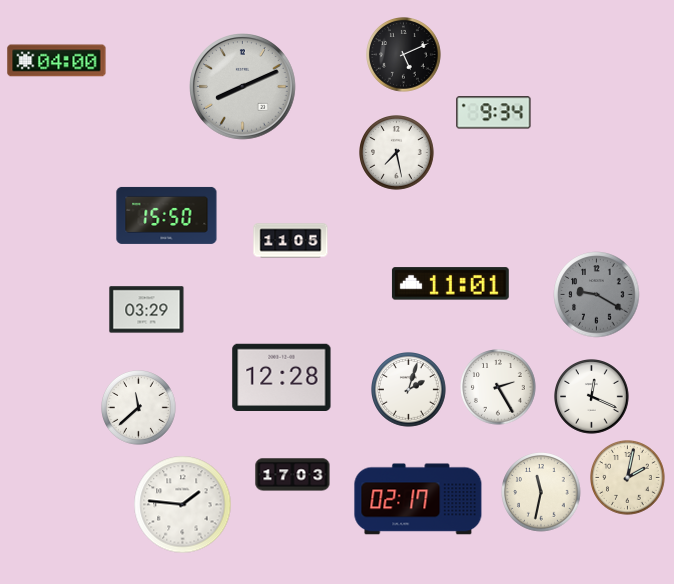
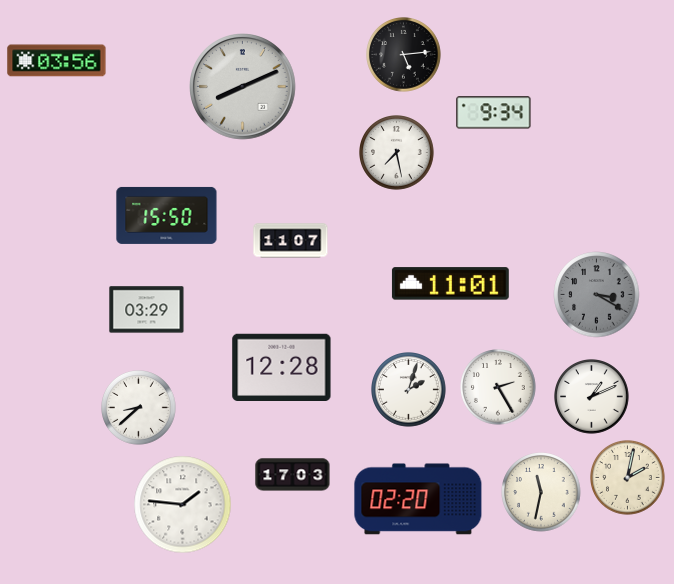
clock at (404, 55): 5:11 -> 5:14
clock at (57, 61): 04:00 -> 03:56
clock at (291, 241): 11:05 -> 11:07
clock at (597, 295): 9:20 -> 3:20
clock at (282, 377) position: (282, 377) -> (282, 367)
clock at (592, 397): 12:19 -> 1:11
clock at (139, 408): 11:38 -> 8:38
clock at (418, 499): 02:17 -> 02:20
